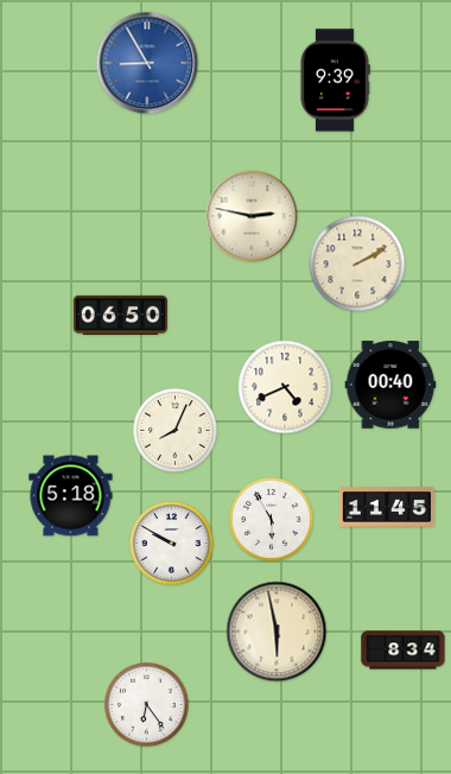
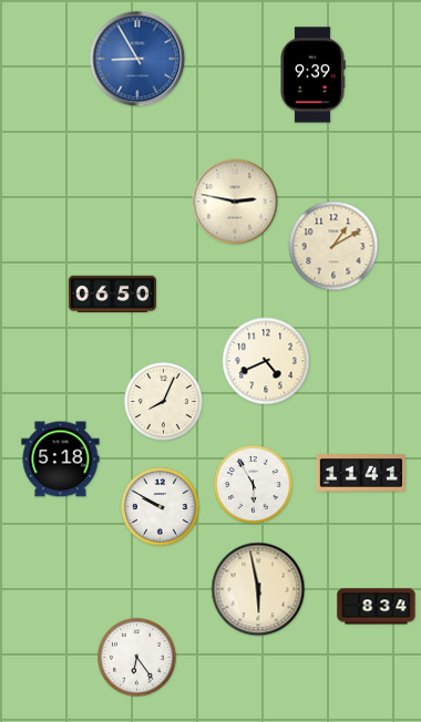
clock at (357, 264): 2:10 -> 1:10
clock at (390, 385): 00:40 -> none
clock at (71, 496) position: (71, 496) -> (61, 460)
clock at (387, 507): 11:45 -> 11:41
